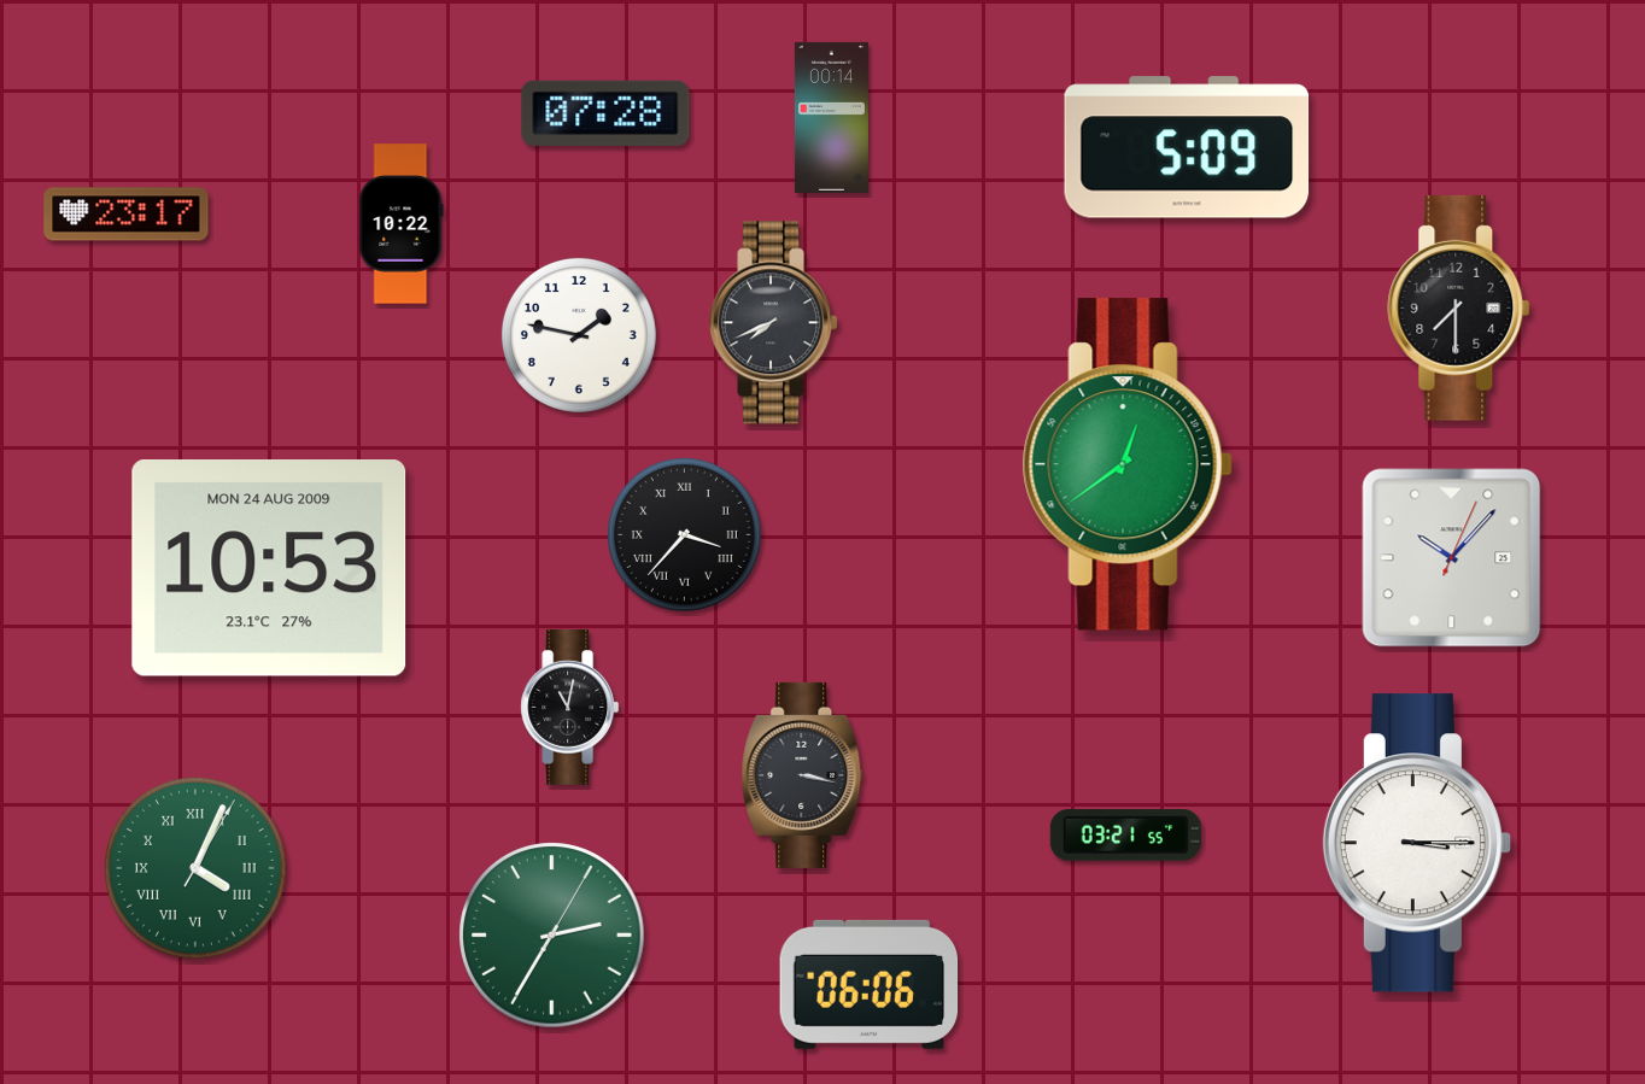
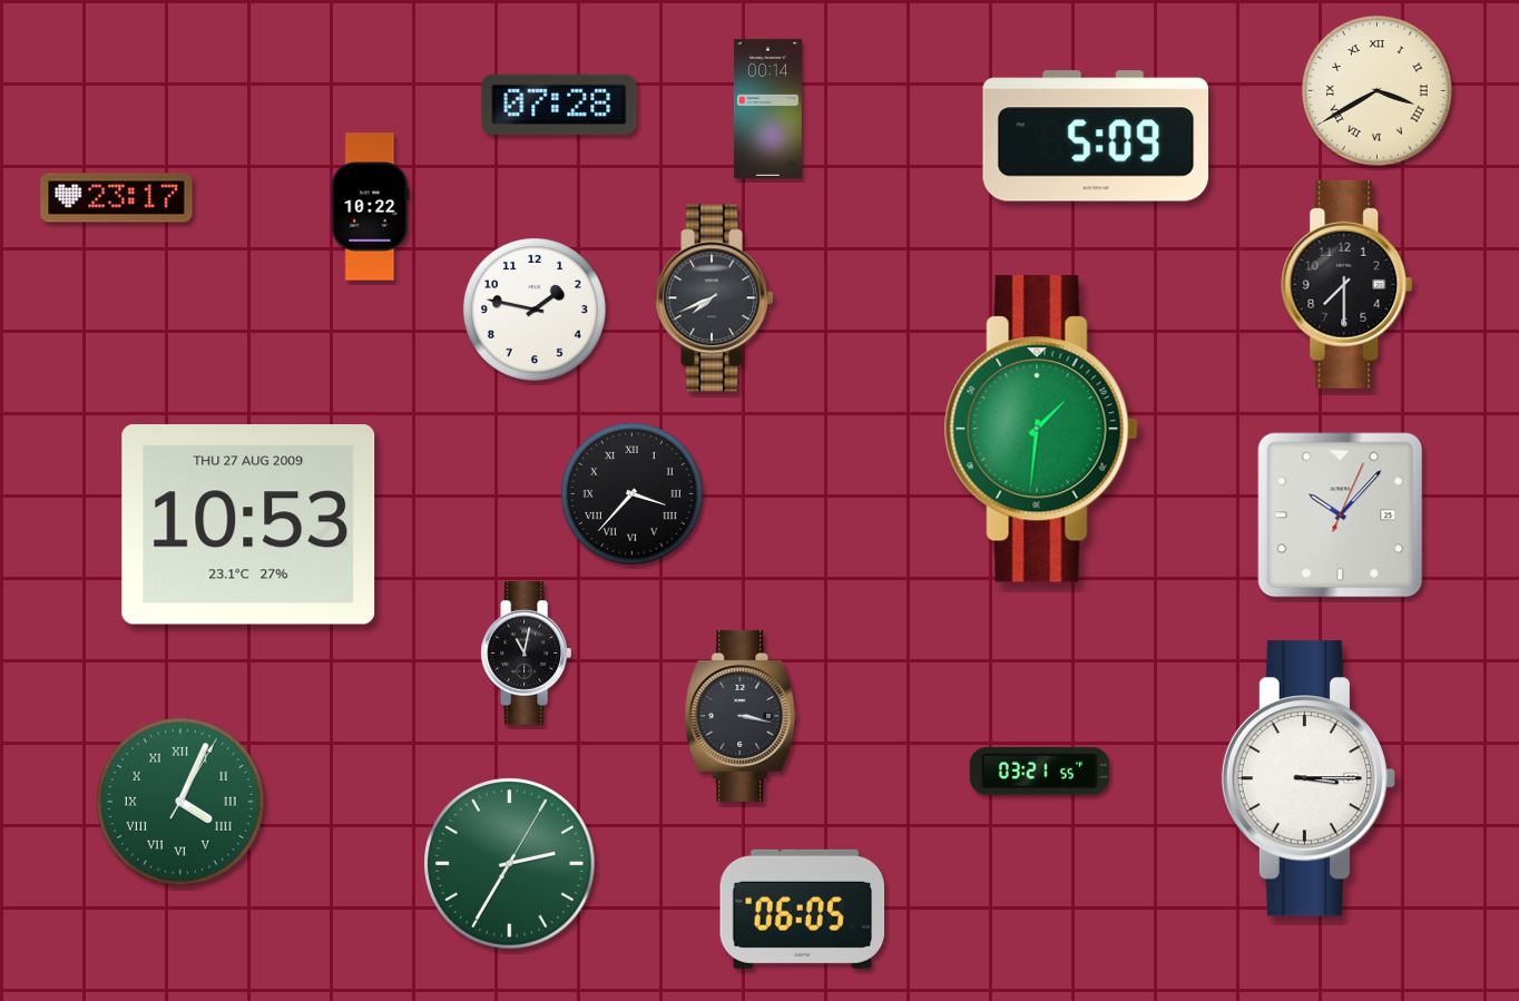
clock at (1376, 90): none -> 3:40
clock at (1128, 464): 12:39 -> 1:31
clock at (269, 569) date: MON 24 AUG 2009 -> THU 27 AUG 2009
clock at (870, 984): 06:06 -> 06:05
